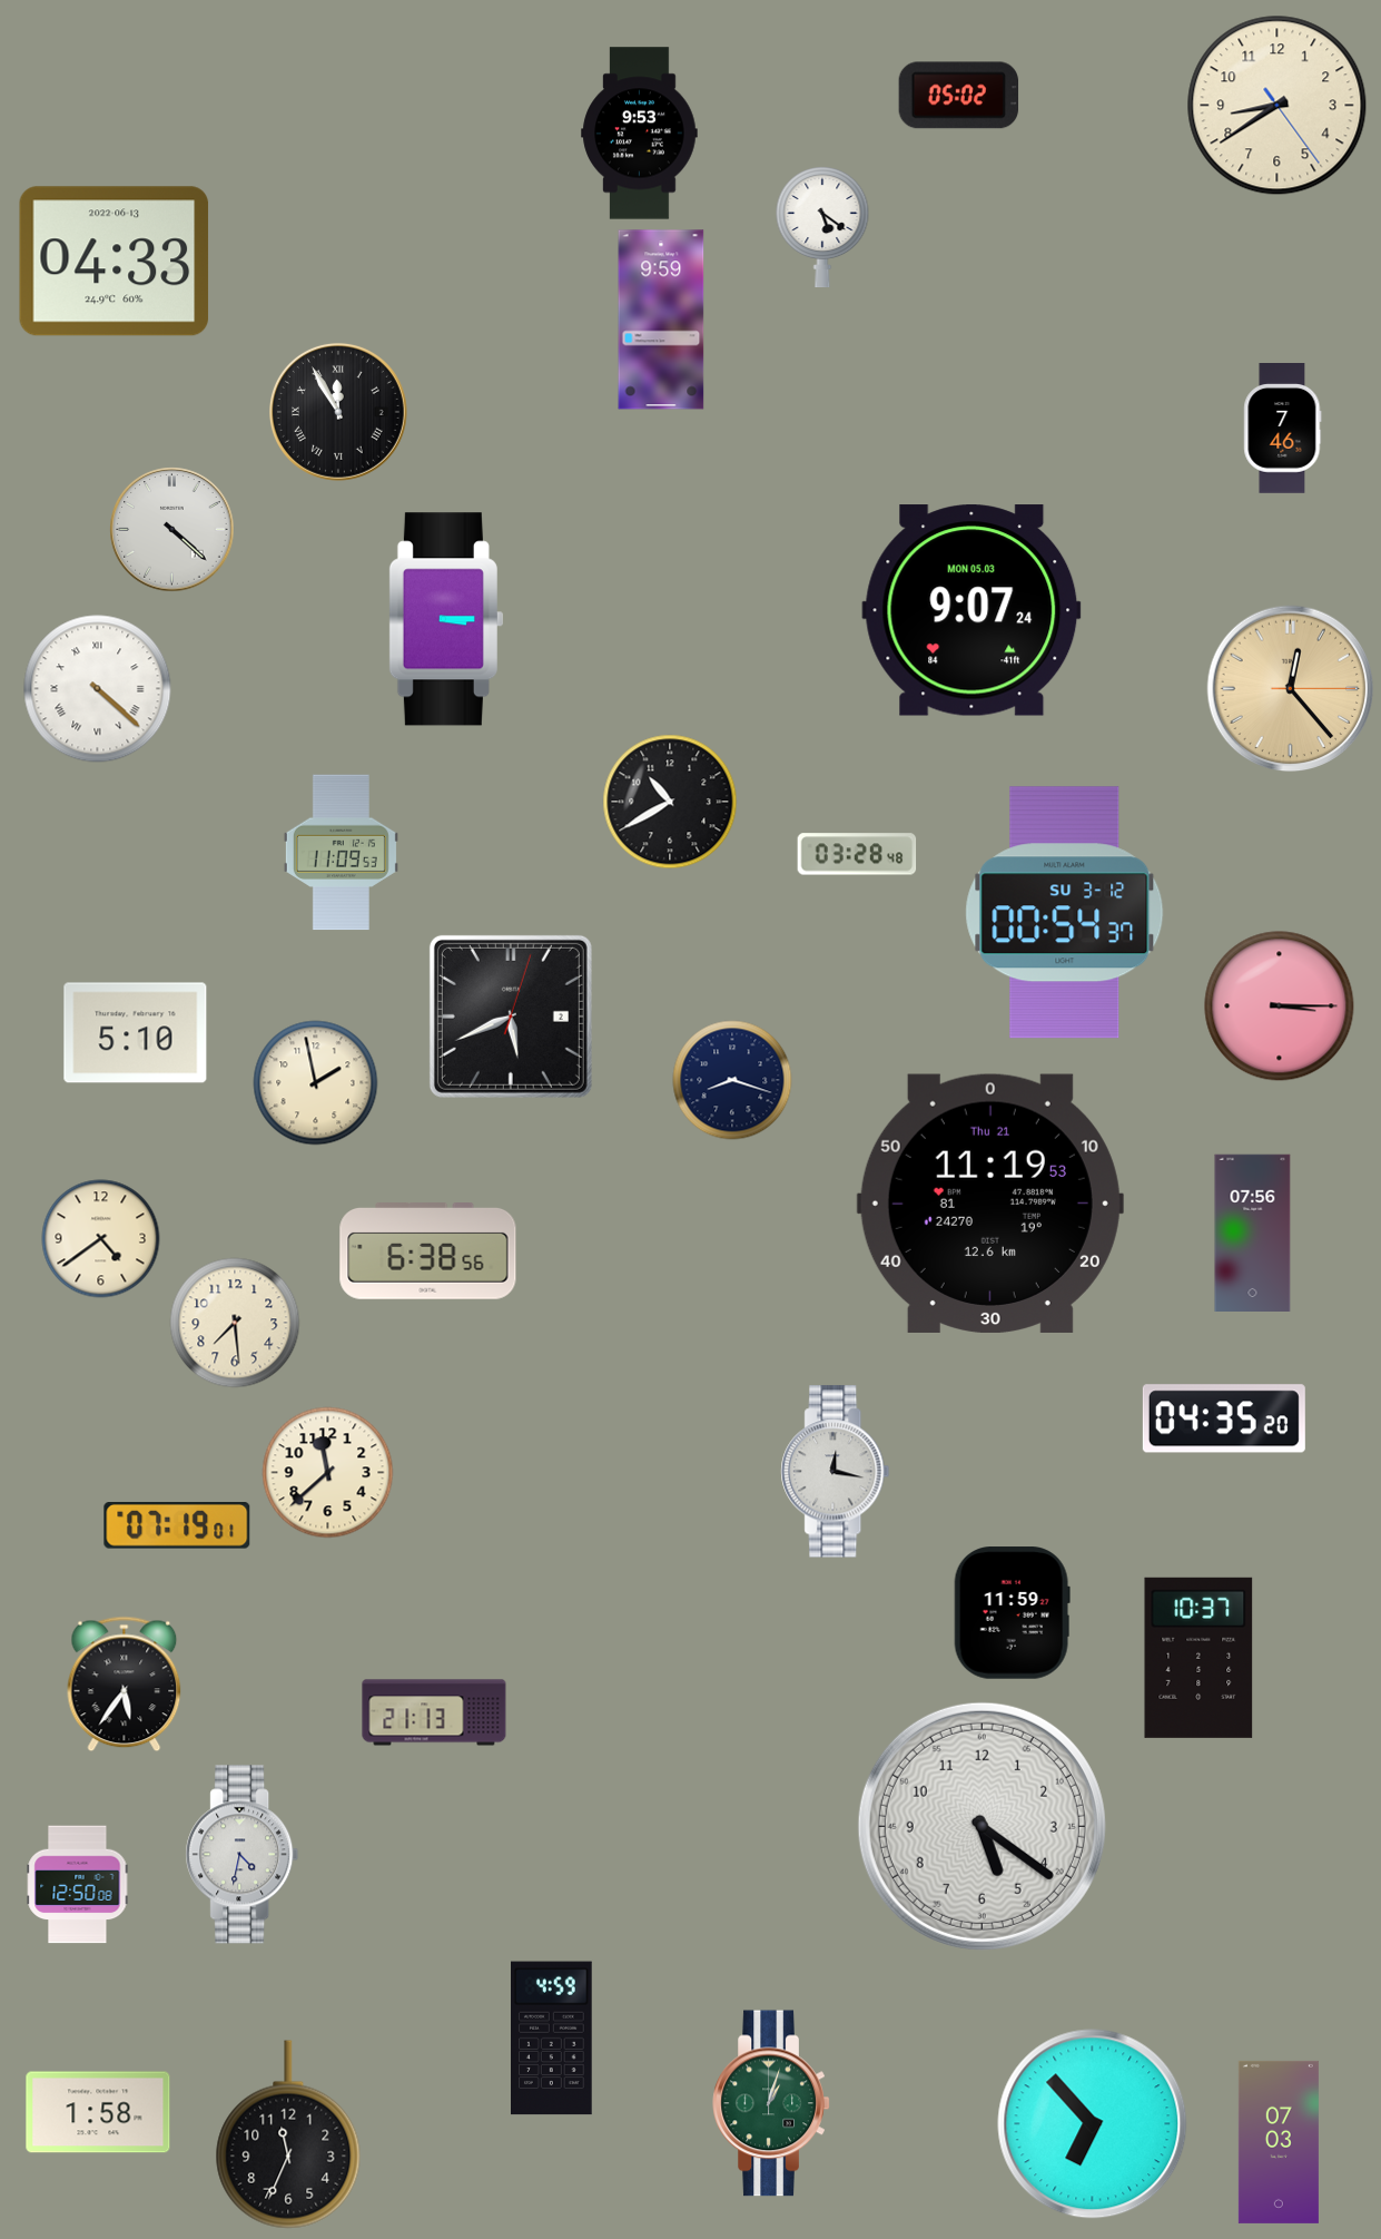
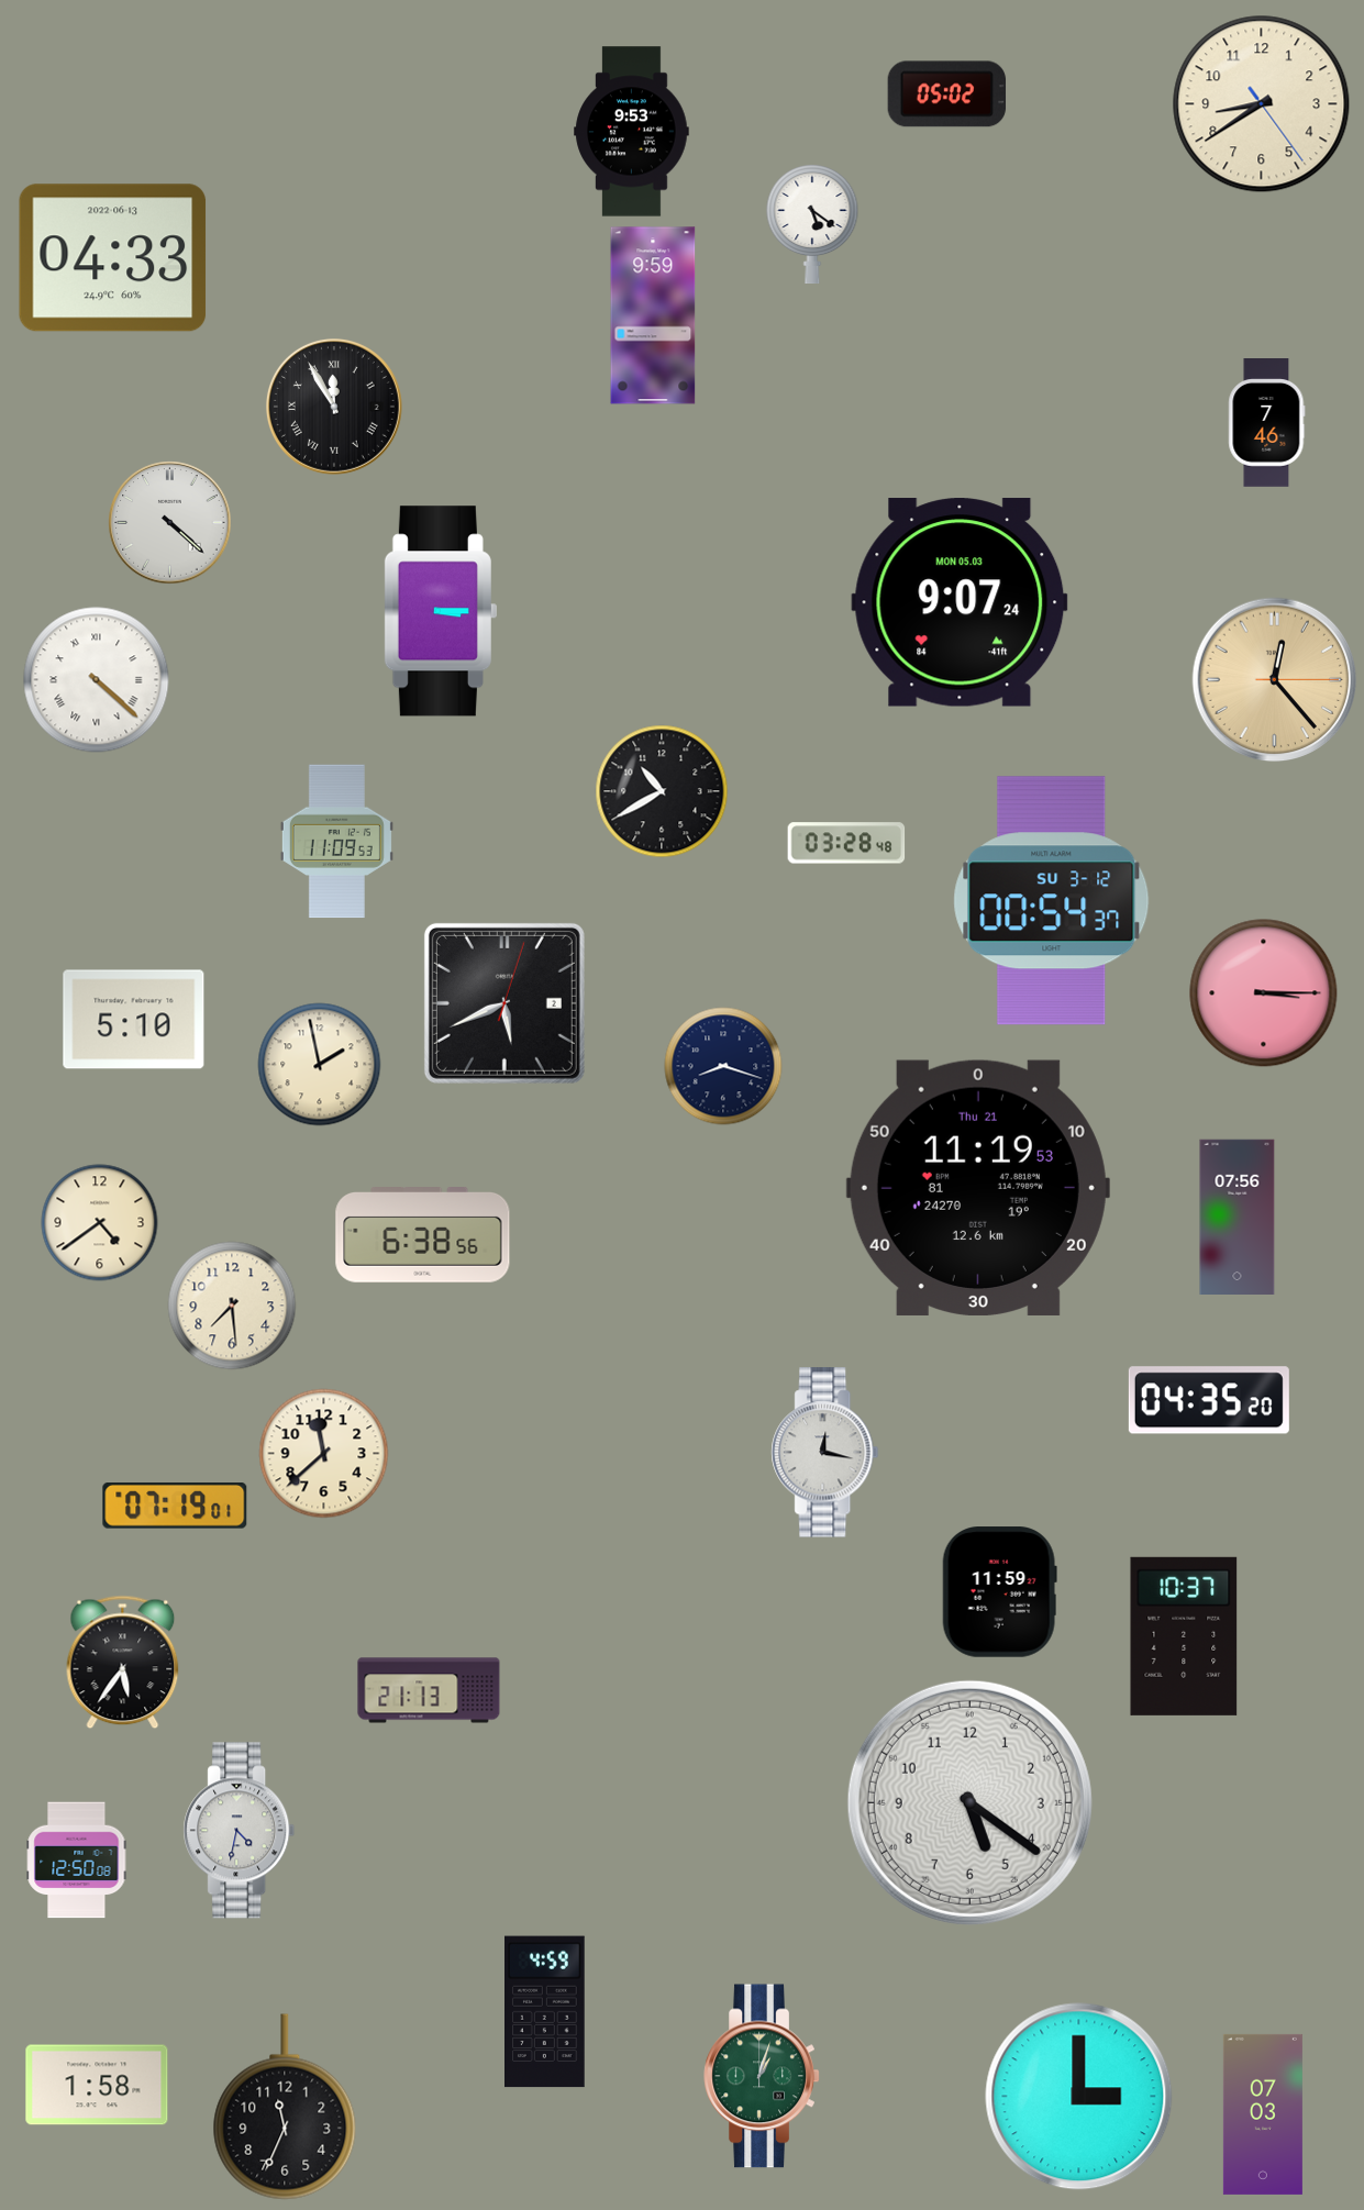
clock at (316, 1083) position: (316, 1083) -> (320, 1065)
clock at (1093, 2124): 6:53 -> 3:00
